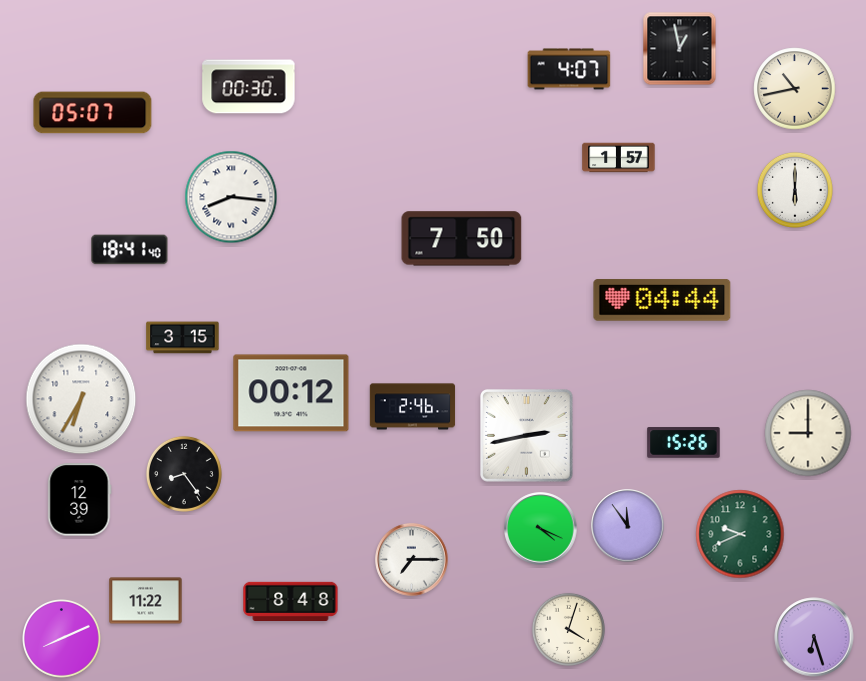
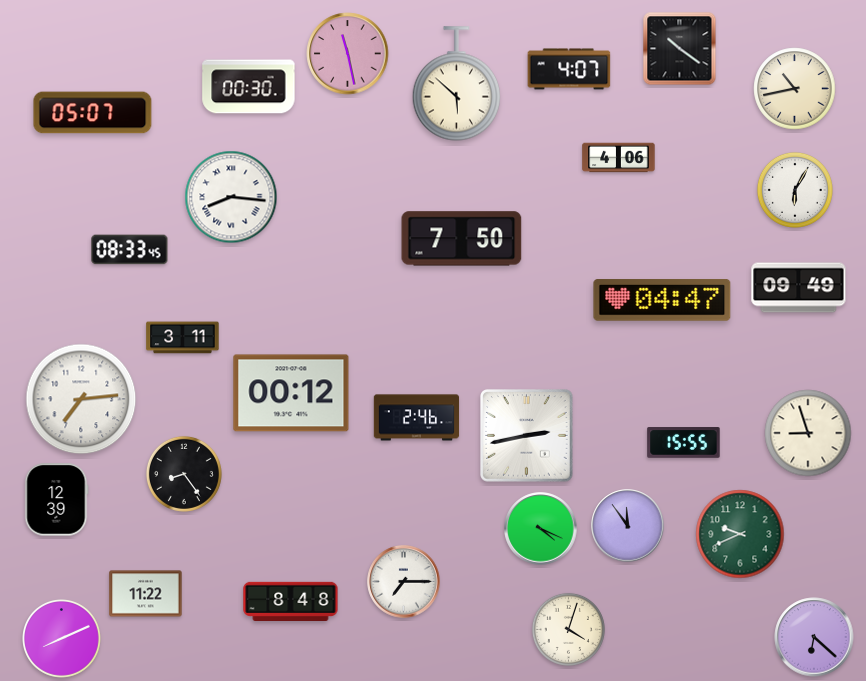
clock at (680, 49): 12:58 -> 10:21
clock at (348, 54): none -> 11:28
clock at (456, 84): none -> 5:52
clock at (619, 158): 1:57 -> 4:06
clock at (795, 190): 6:00 -> 6:05
clock at (130, 250): 18:41 -> 08:33
clock at (799, 288): none -> 09:49
clock at (662, 301): 04:44 -> 04:47
clock at (183, 338): 3:15 -> 3:11
clock at (81, 399): 6:35 -> 7:14
clock at (413, 407) position: (413, 407) -> (417, 418)
clock at (808, 433): 9:00 -> 8:57
clock at (684, 443): 15:26 -> 15:55
clock at (80, 500) position: (80, 500) -> (57, 500)
clock at (412, 560) position: (412, 560) -> (404, 582)
clock at (146, 601) position: (146, 601) -> (146, 594)
clock at (814, 637): 6:27 -> 6:22
